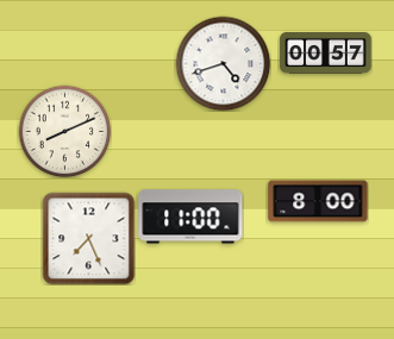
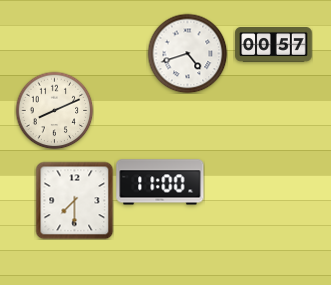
clock at (318, 201): 8:00 -> none
clock at (88, 238): 7:26 -> 7:30
